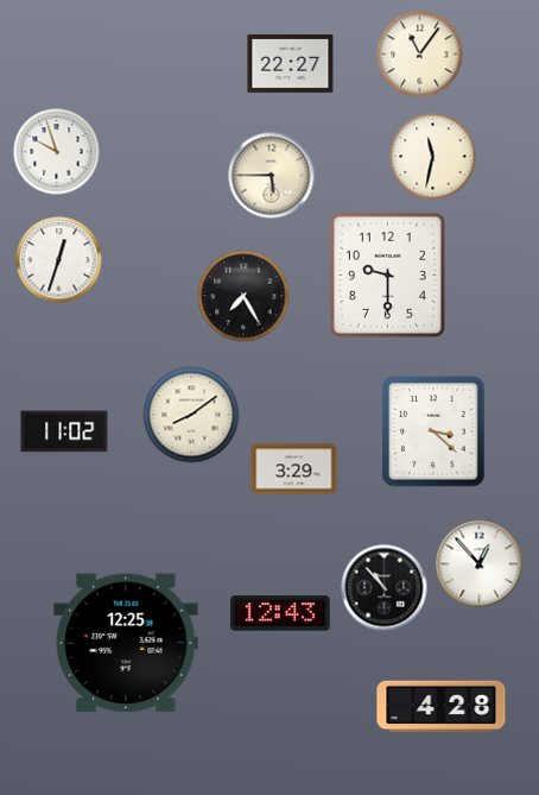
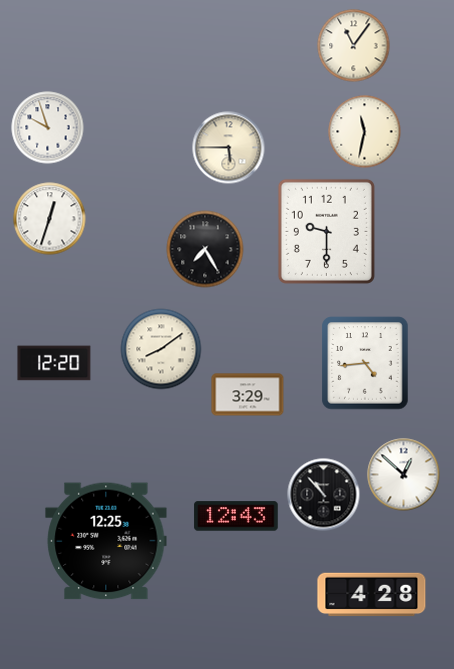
clock at (291, 63): 22:27 -> none
clock at (64, 431): 11:02 -> 12:20
clock at (433, 431): 3:22 -> 4:44
clock at (480, 564): 12:53 -> 12:52
